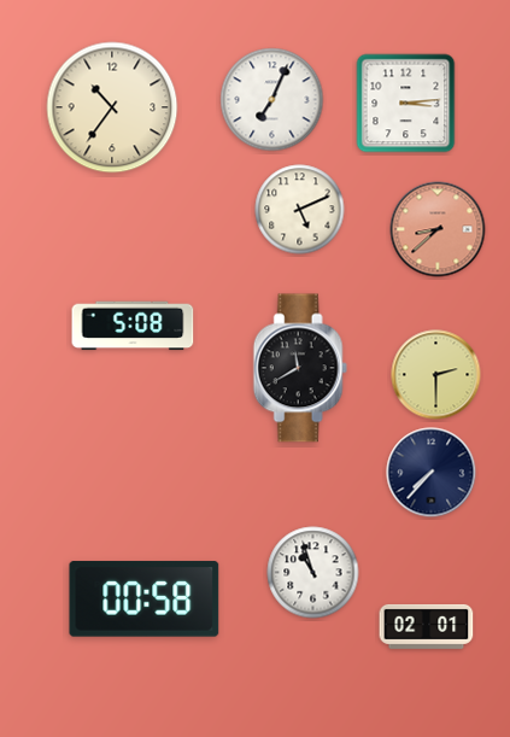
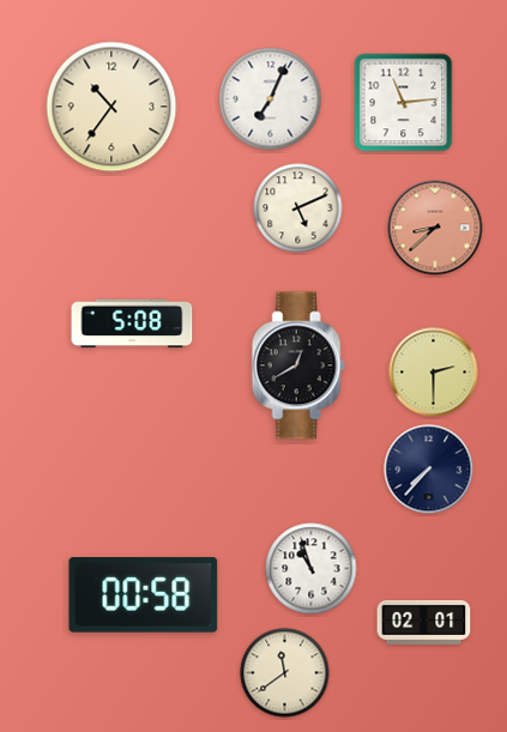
clock at (406, 104): 3:14 -> 11:14
clock at (300, 368): 11:40 -> 12:40
clock at (285, 673): none -> 11:39
